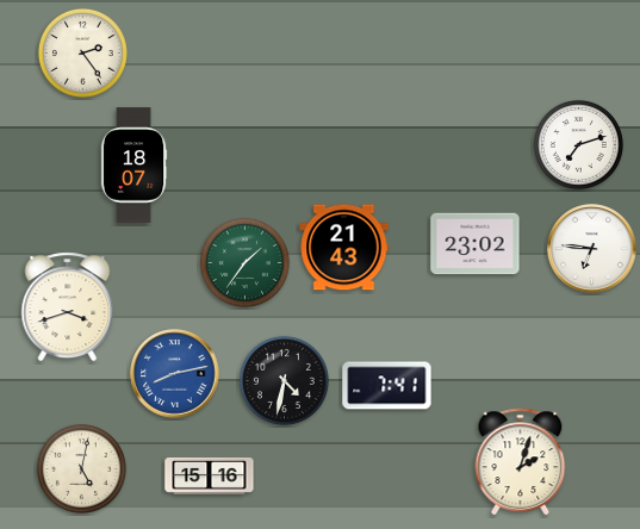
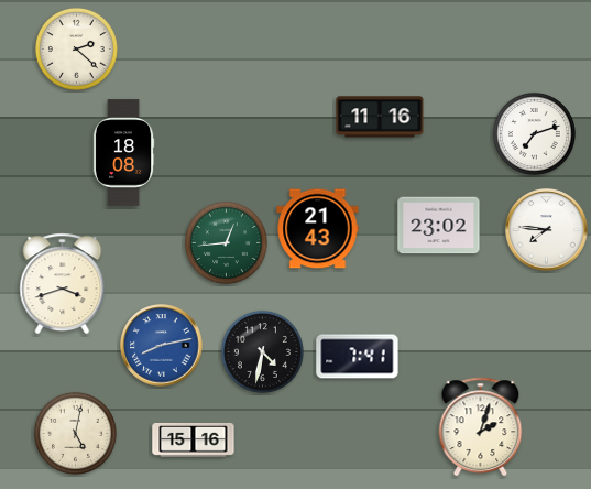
clock at (82, 52): 2:24 -> 2:22
clock at (380, 117): none -> 11:16
clock at (133, 166): 18:07 -> 18:08
clock at (592, 249): 6:46 -> 7:46
clock at (244, 262): 1:36 -> 12:44
